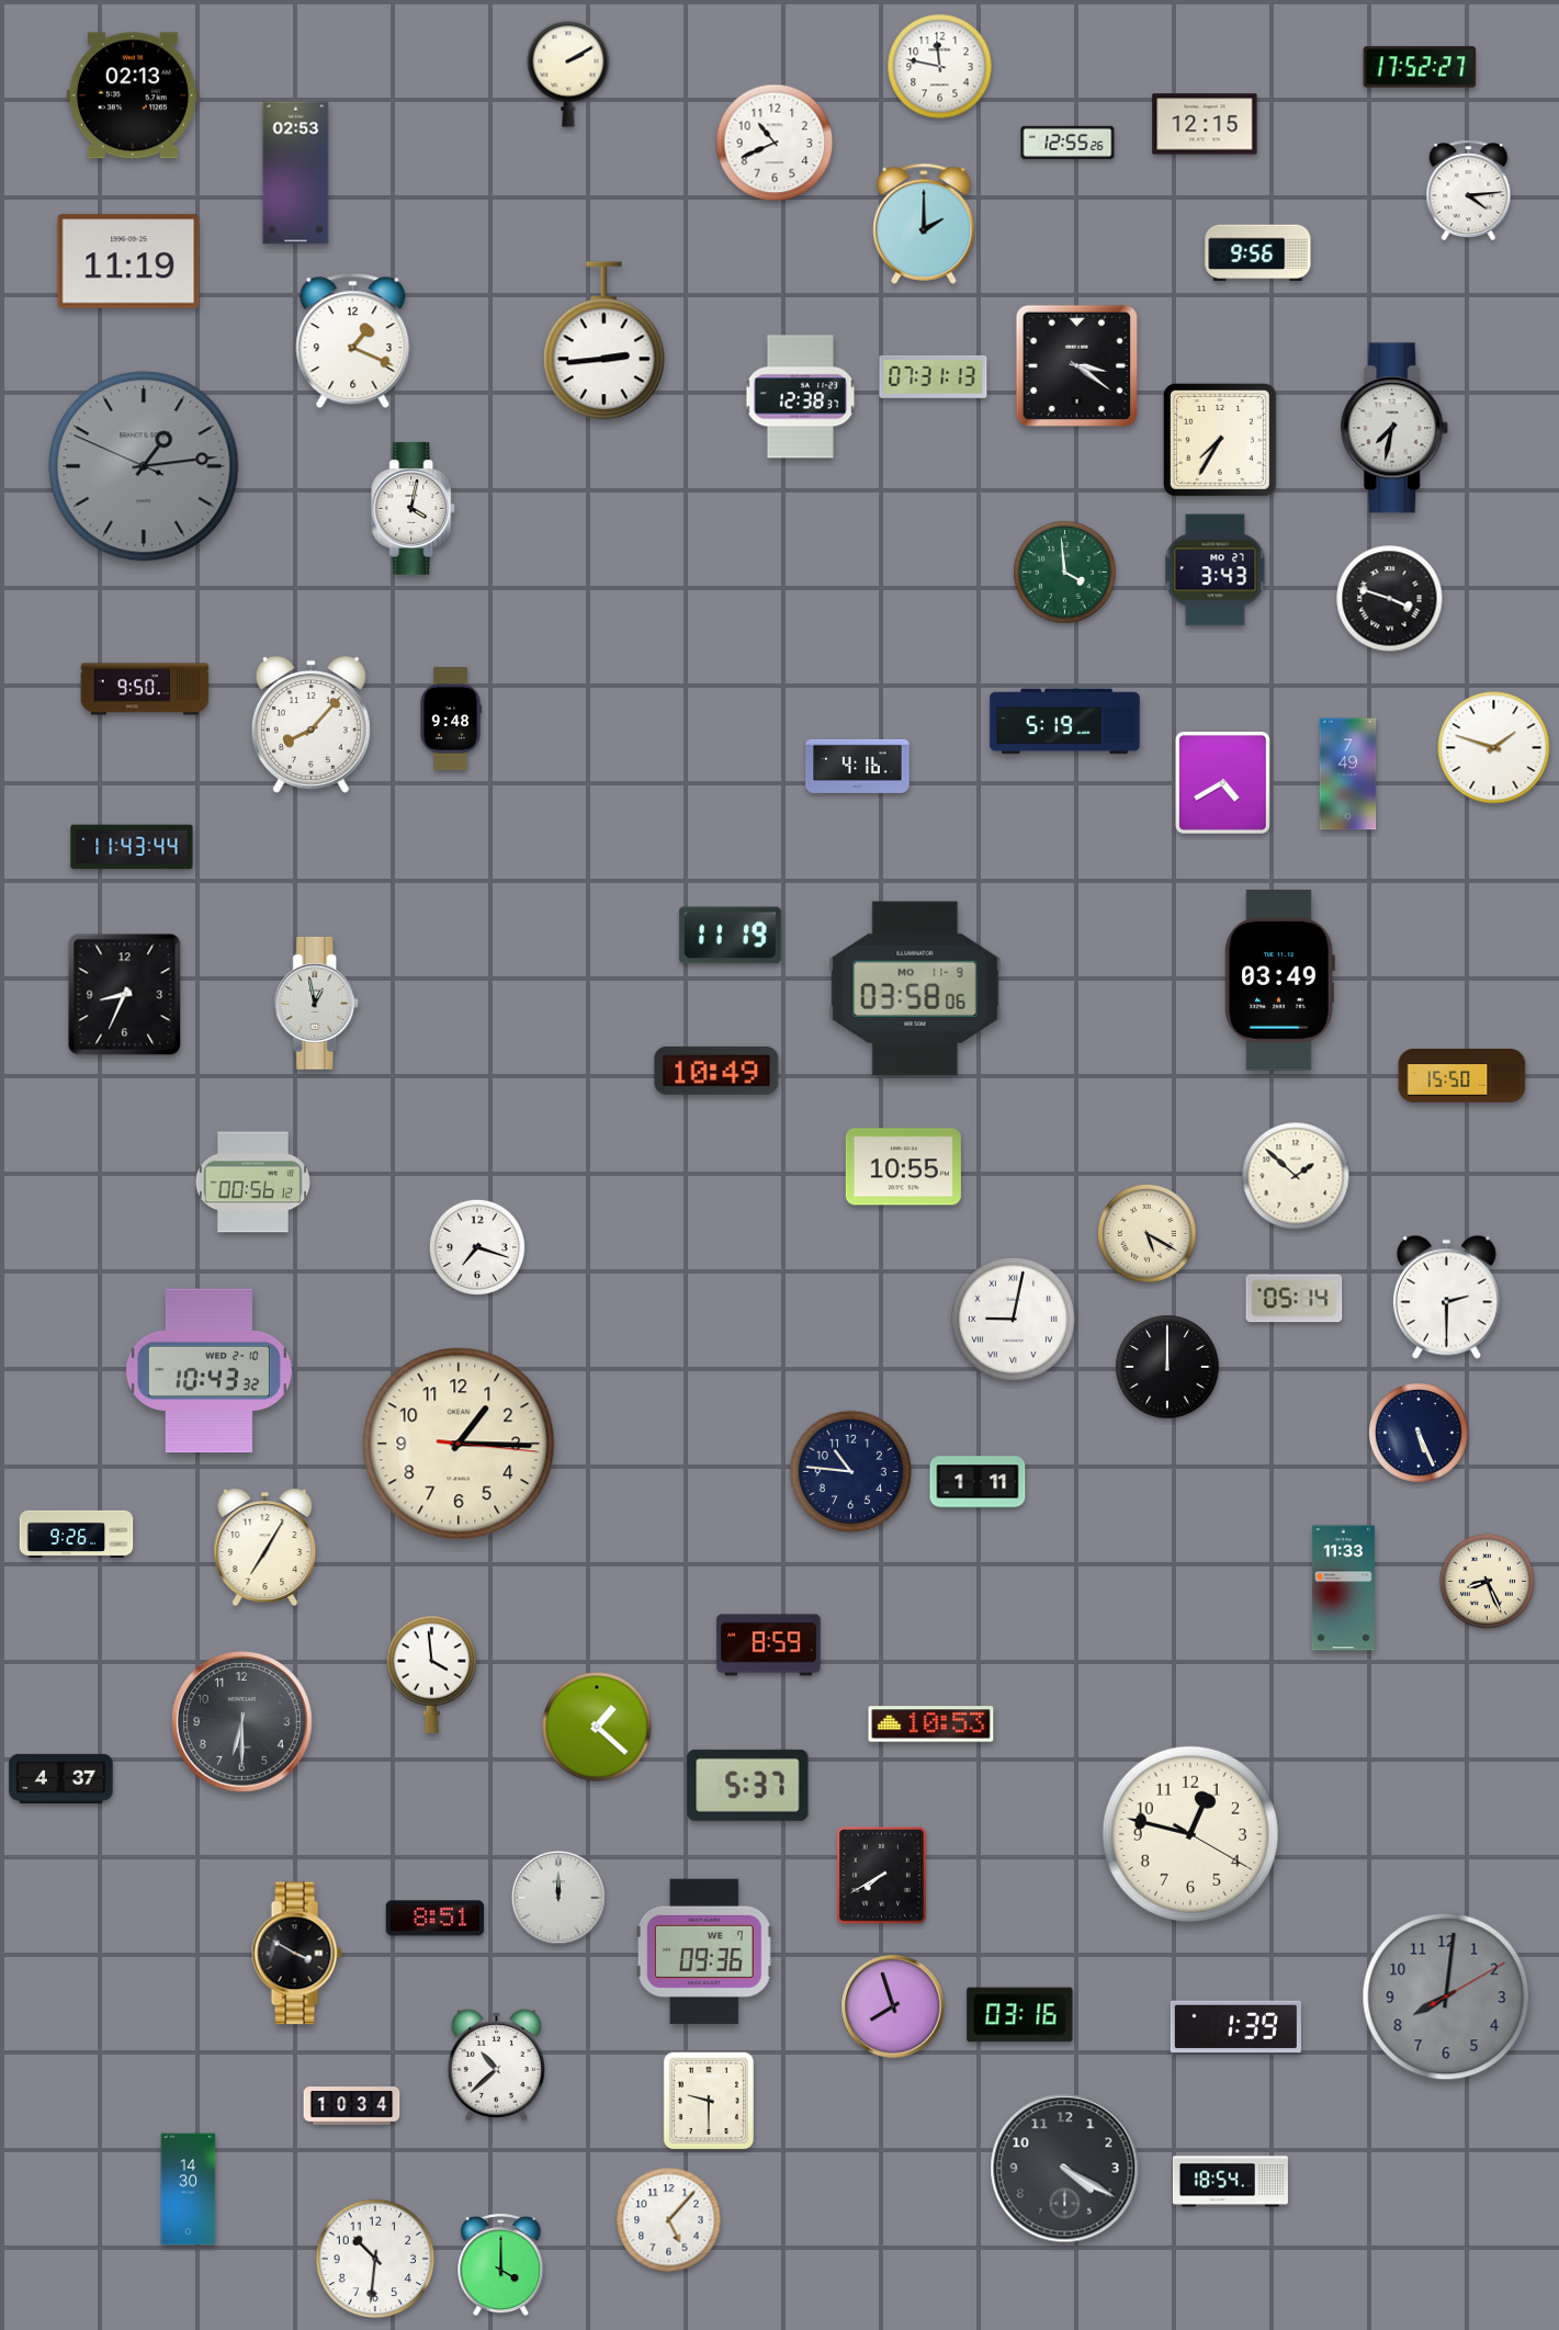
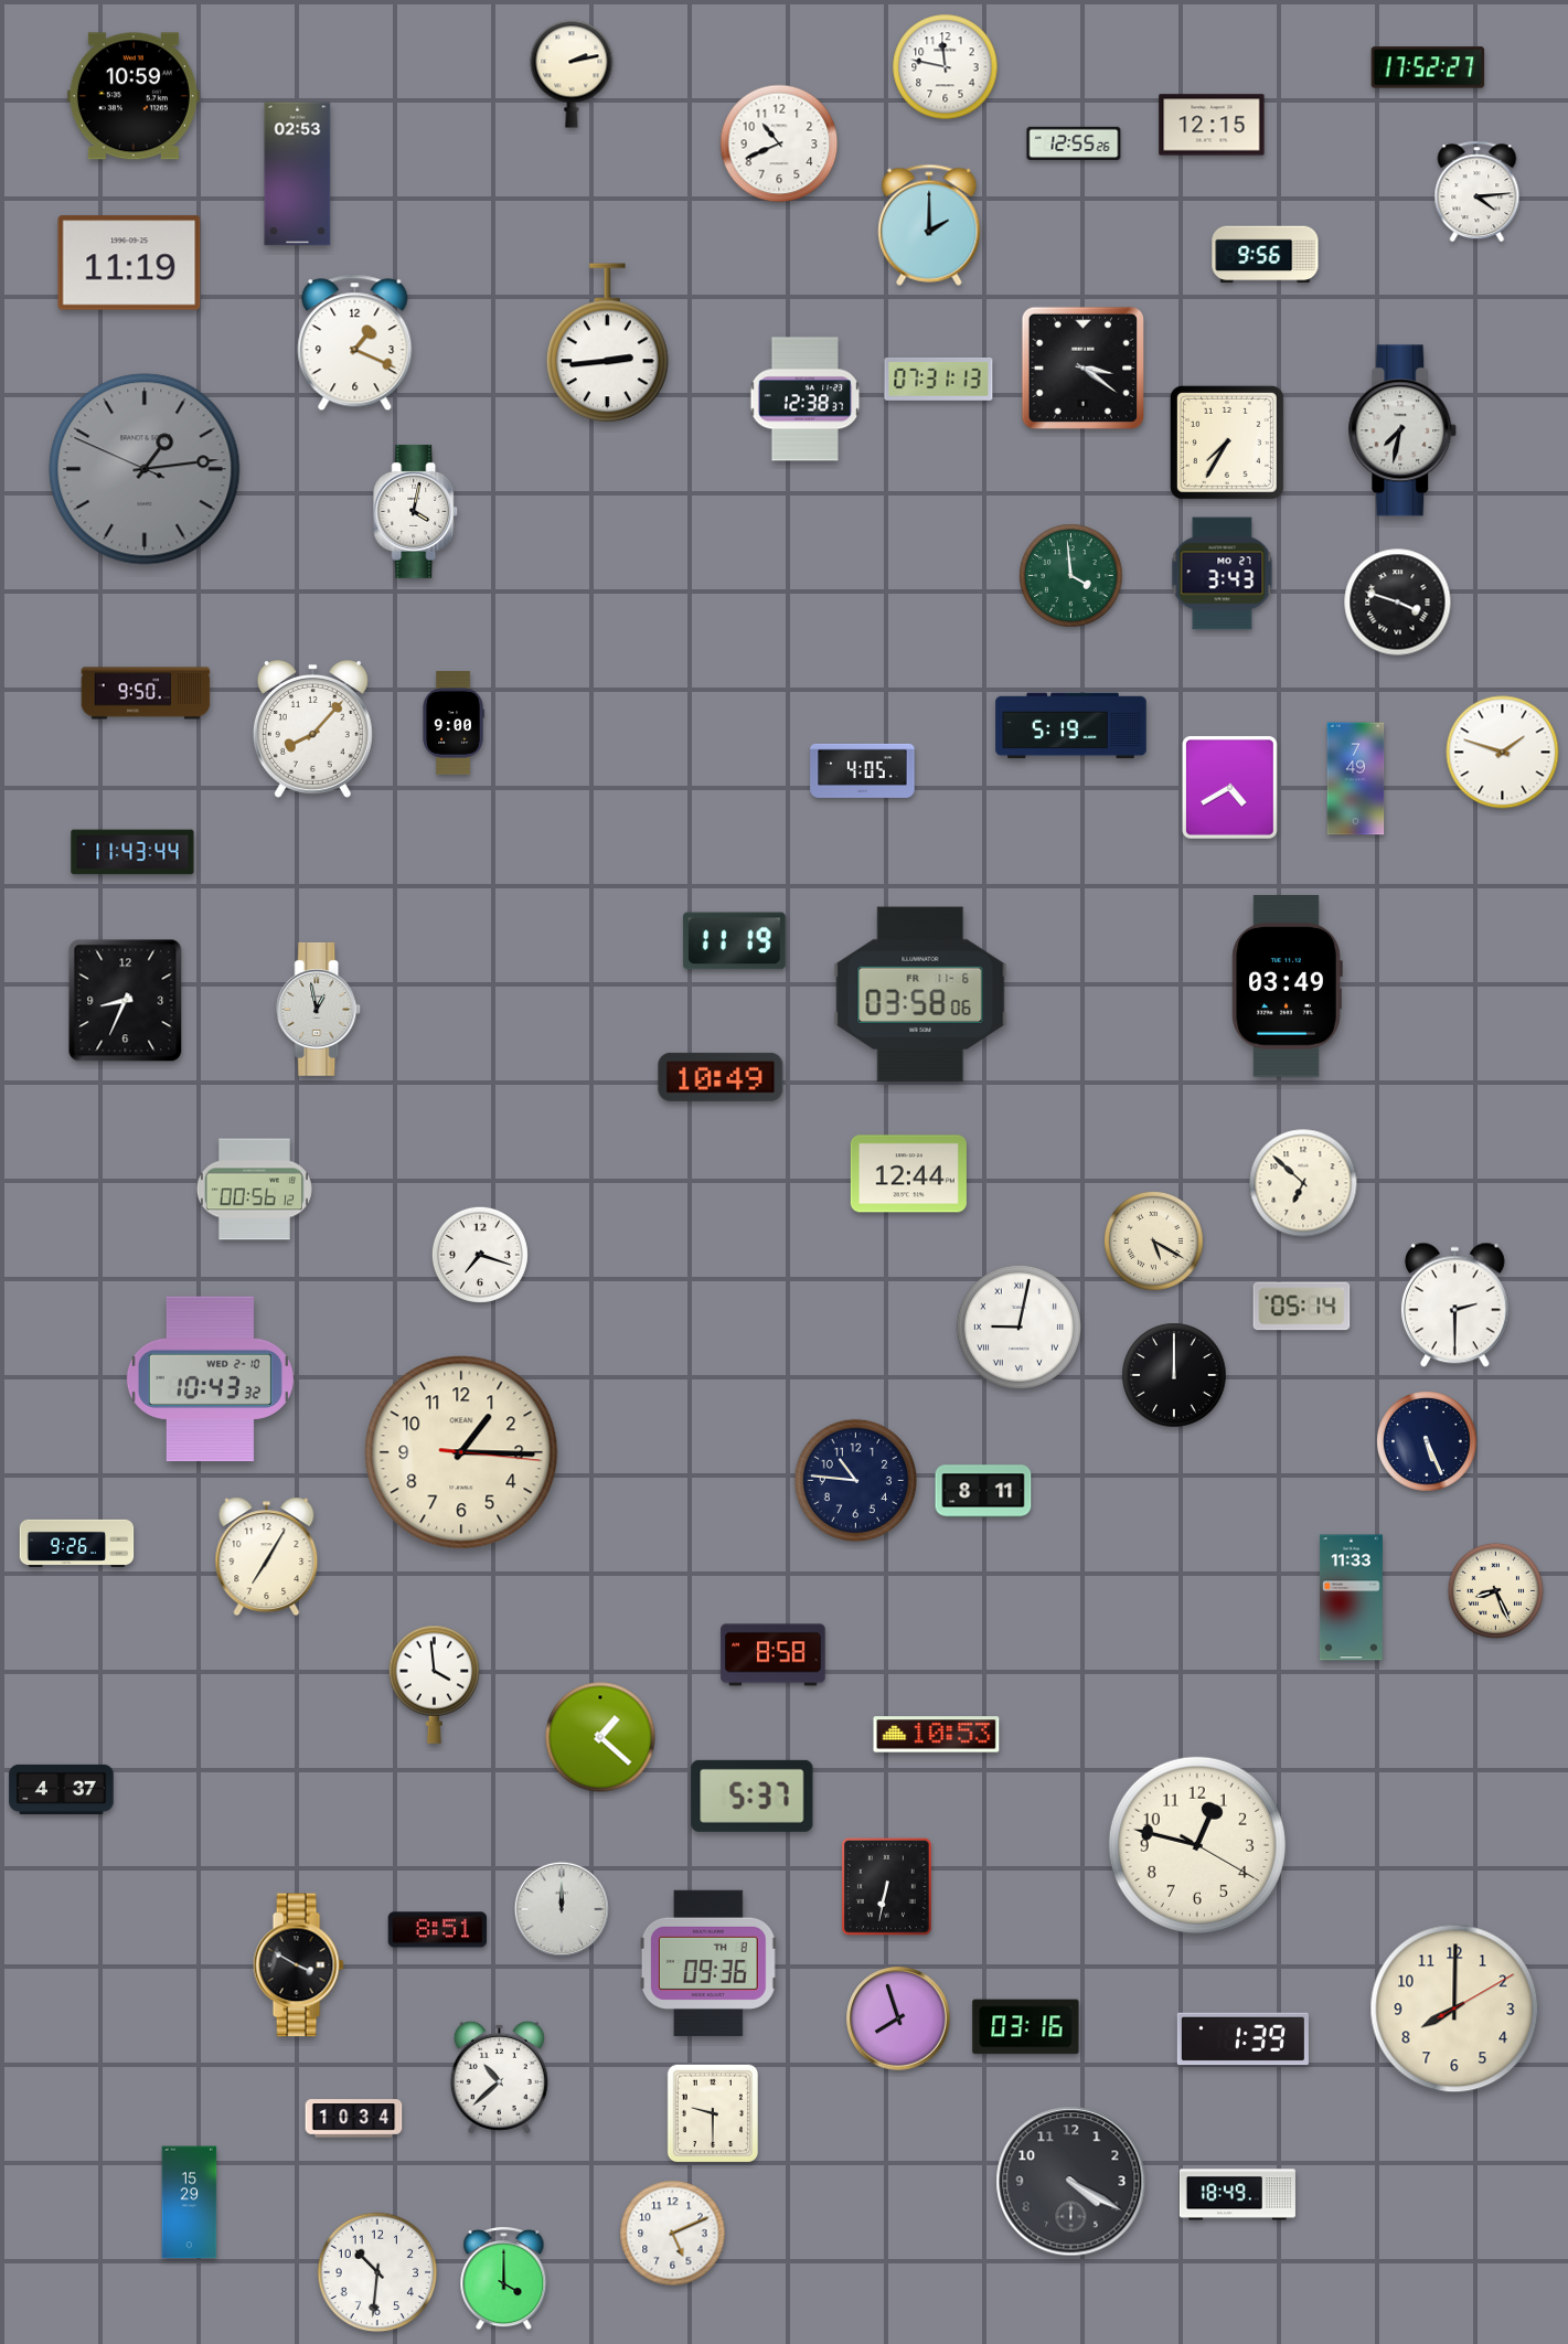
clock at (568, 73): 2:10 -> 2:13
clock at (133, 95): 02:13 -> 10:59
clock at (451, 719): 9:48 -> 9:00
clock at (858, 766): 4:16 -> 4:05
clock at (915, 988) date: MO 11-9 -> FR 11-6
clock at (1462, 1076): 15:50 -> none
clock at (903, 1167): 10:55 -> 12:44
clock at (1296, 1176): 1:52 -> 6:52
clock at (978, 1482): 1:11 -> 8:11
clock at (769, 1645): 8:59 -> 8:58
clock at (242, 1722): 6:30 -> none
clock at (881, 1875): 7:40 -> 6:32
clock at (704, 1952) date: WE 7 -> TH 8
clock at (1446, 1997): 8:01 -> 8:00
clock at (1446, 1997) dial: grey -> cream
clock at (1230, 2182): 18:54 -> 18:49
clock at (189, 2190): 14:30 -> 15:29
clock at (669, 2220): 5:07 -> 5:11
